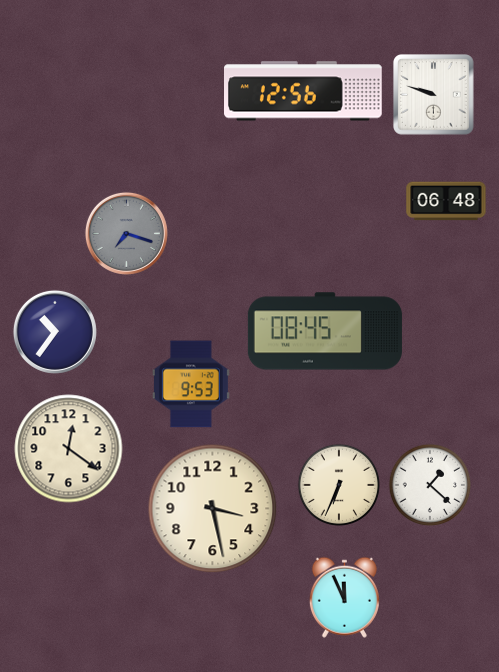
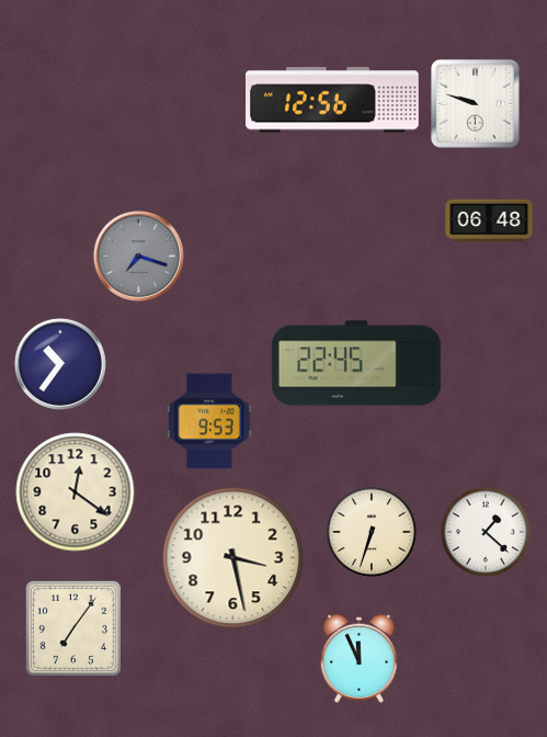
clock at (325, 331): 08:45 -> 22:45
clock at (339, 485): 6:34 -> 6:33
clock at (430, 485) position: (430, 485) -> (486, 532)
clock at (73, 628): none -> 7:06
clock at (344, 597) position: (344, 597) -> (358, 658)
